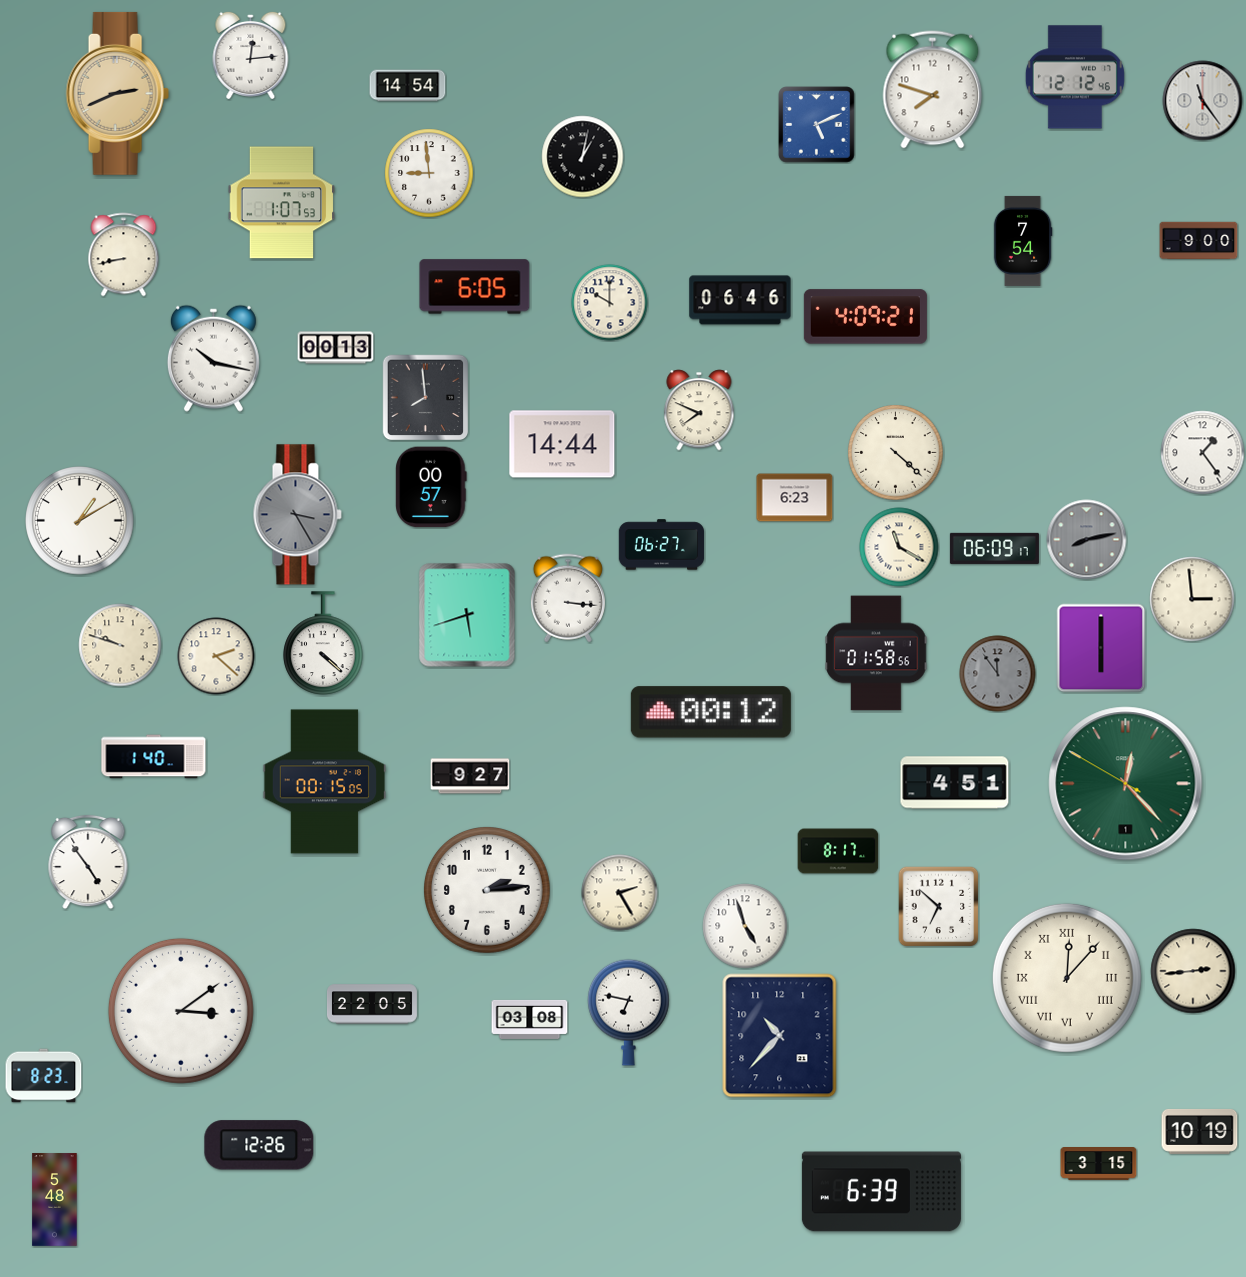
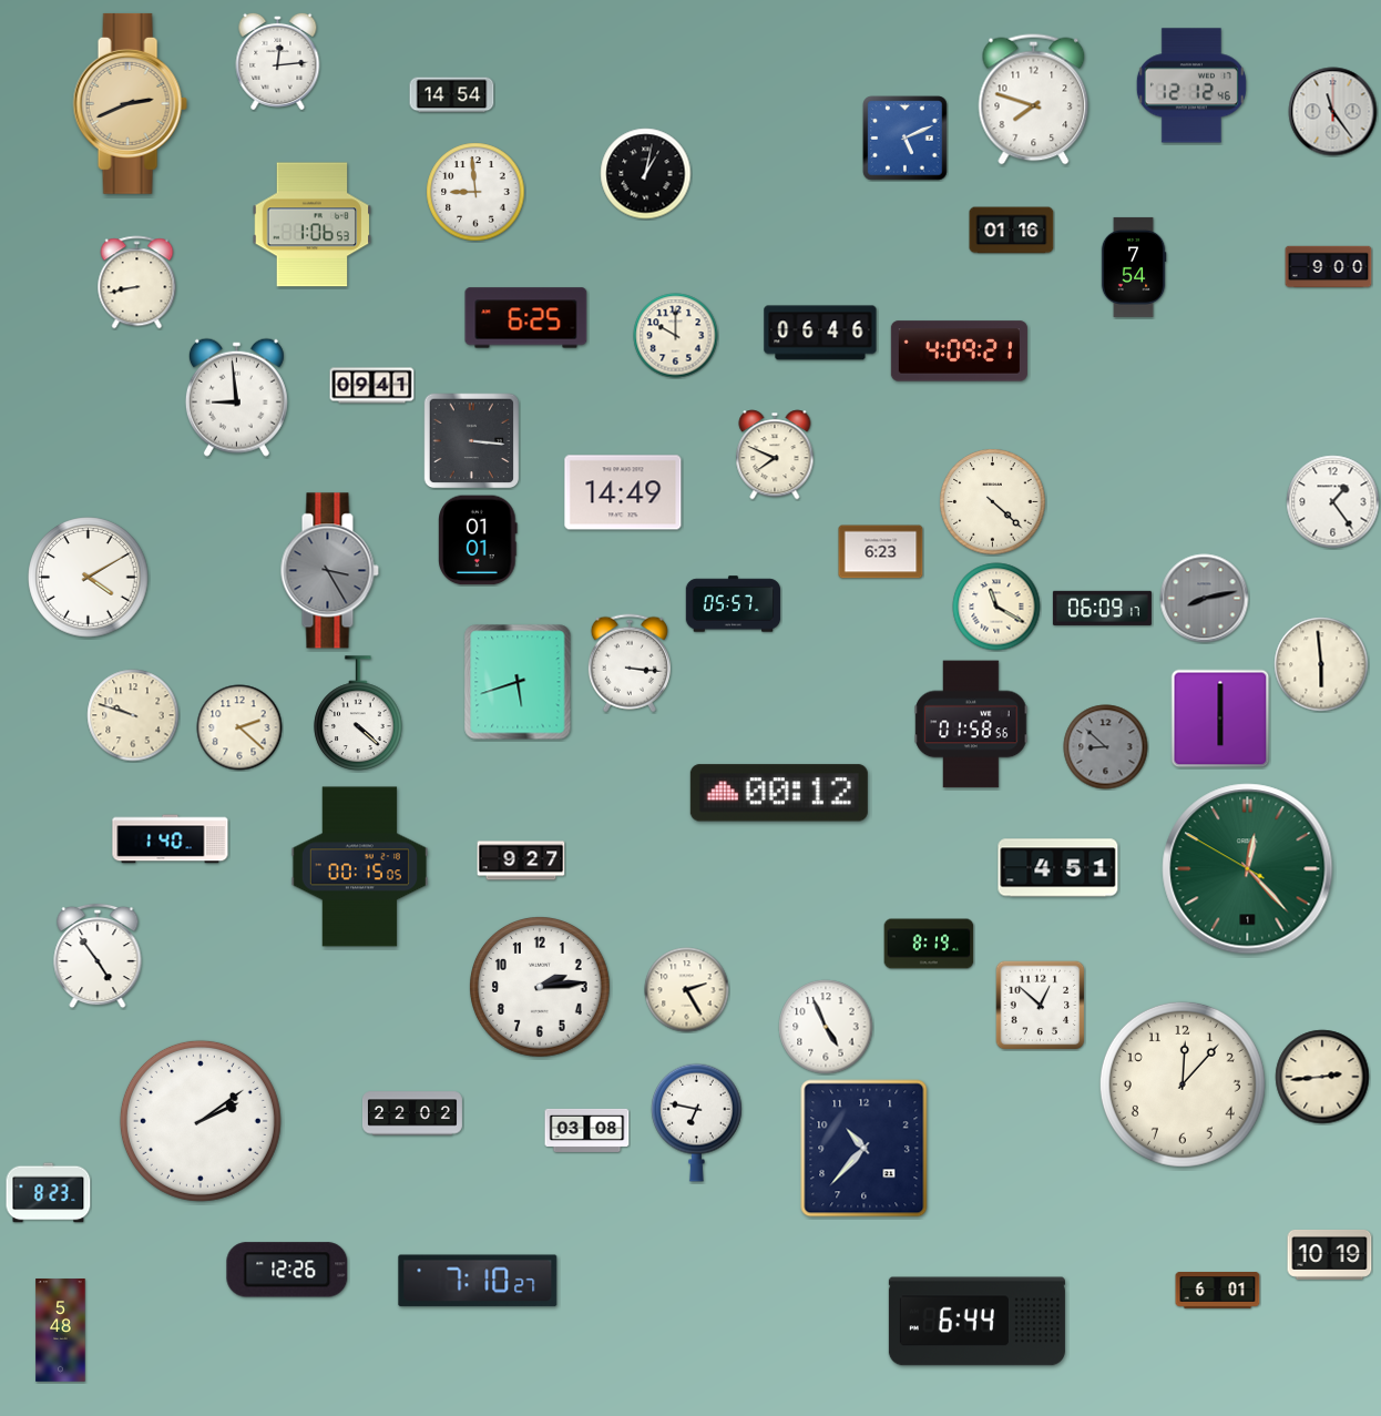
clock at (282, 203): 1:07 -> 1:06
clock at (1012, 231): none -> 01:16
clock at (475, 287): 6:05 -> 6:25
clock at (336, 348): 00:13 -> 09:41
clock at (213, 358): 10:17 -> 8:59
clock at (426, 398): 7:59 -> 3:16
clock at (562, 444): 14:44 -> 14:49
clock at (431, 487): 00:57 -> 01:01
clock at (80, 521): 1:10 -> 4:10
clock at (662, 545): 06:27 -> 05:57
clock at (1192, 599): 2:59 -> 5:59
clock at (998, 674): 11:54 -> 8:52
clock at (711, 712) position: (711, 712) -> (779, 793)
clock at (838, 851): 8:17 -> 8:19
clock at (938, 906): 6:52 -> 12:52
clock at (745, 926): 4:57 -> 4:56
clock at (1067, 978) numerals: Roman -> Arabic
clock at (372, 1004): 22:05 -> 22:02
clock at (181, 1011): 3:09 -> 2:09
clock at (478, 1281): none -> 7:10
clock at (1099, 1164): 3:15 -> 6:01
clock at (881, 1192): 6:39 -> 6:44
